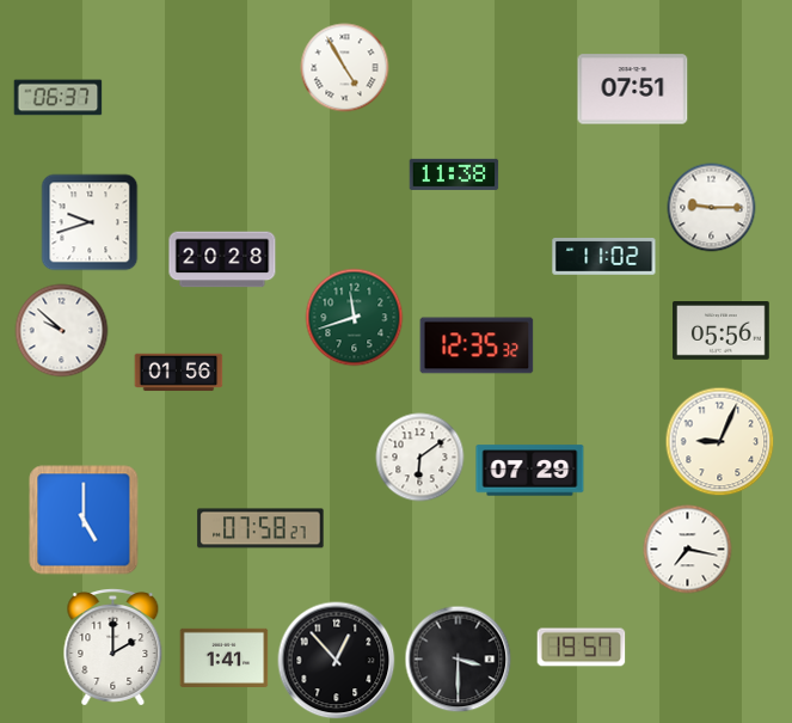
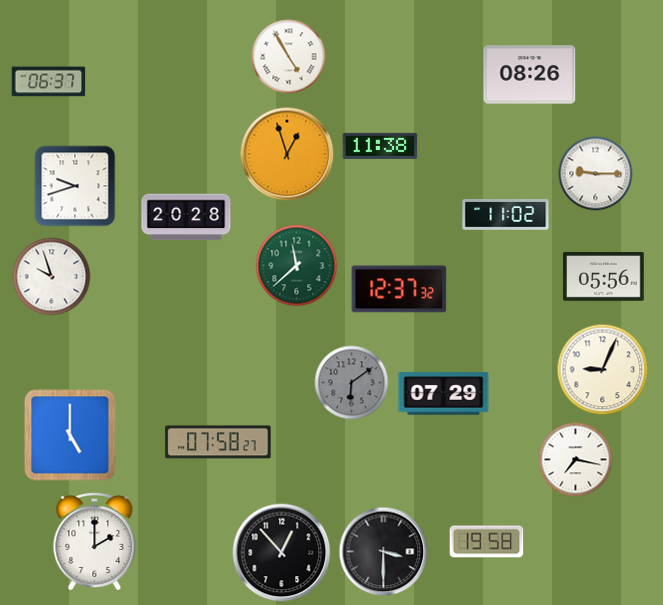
clock at (633, 90): 07:51 -> 08:26
clock at (287, 154): none -> 12:57
clock at (355, 318): 11:42 -> 11:38
clock at (62, 331): 9:52 -> 9:57
clock at (477, 345): 12:35 -> 12:37
clock at (179, 373): 01:56 -> none
clock at (420, 458) dial: white -> grey
clock at (582, 648): 19:57 -> 19:58
clock at (225, 657): 1:41 -> none
